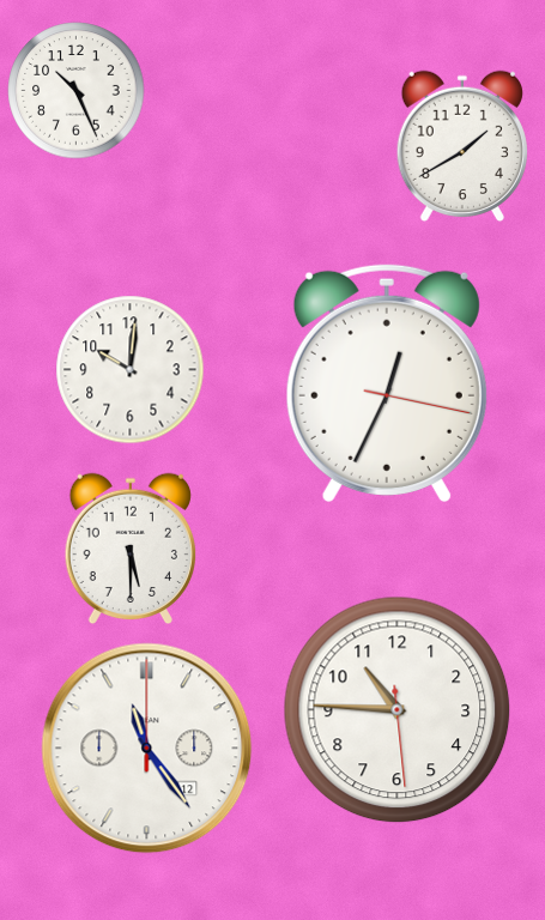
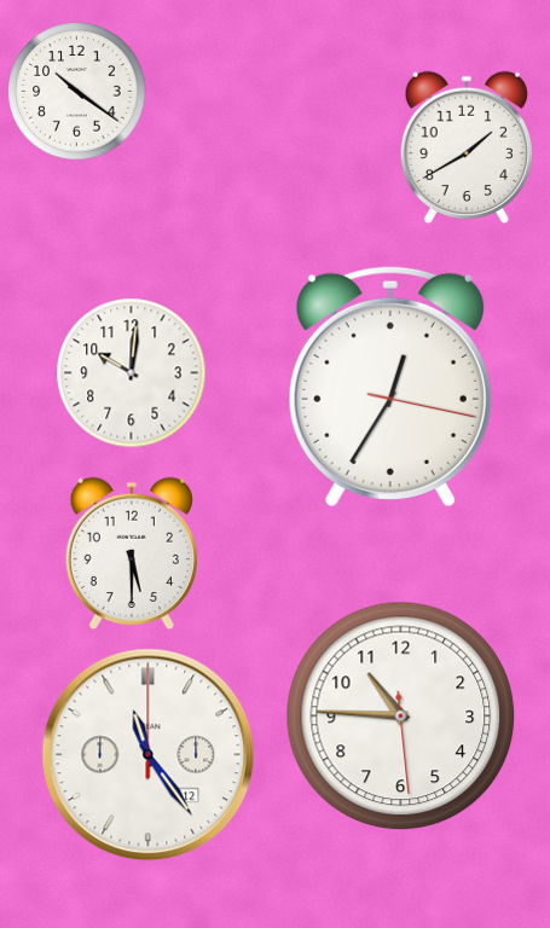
clock at (77, 91): 10:26 -> 10:21
clock at (387, 382): 12:34 -> 12:35
